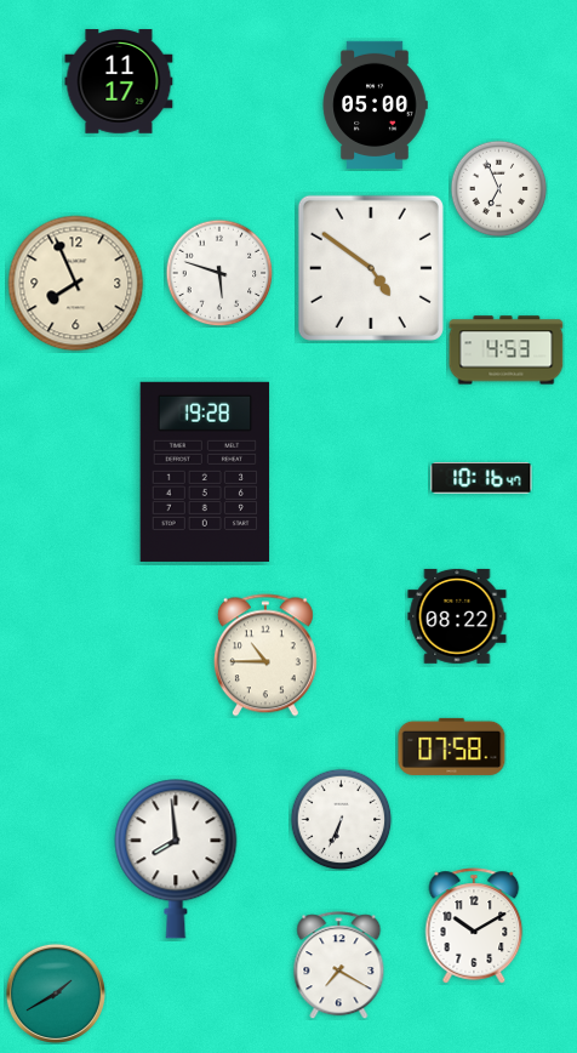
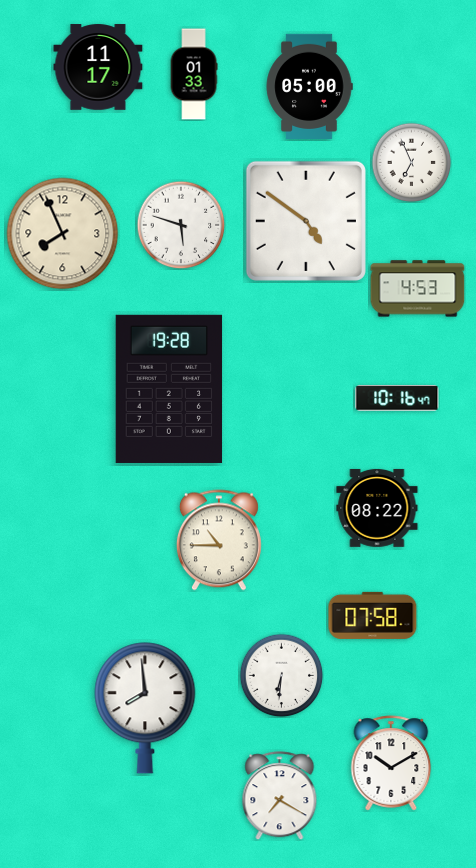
clock at (194, 74): none -> 01:33
clock at (498, 188) position: (498, 188) -> (411, 162)
clock at (481, 478) position: (481, 478) -> (397, 398)
clock at (341, 819): 6:34 -> 6:31
clock at (56, 994): 1:40 -> none
